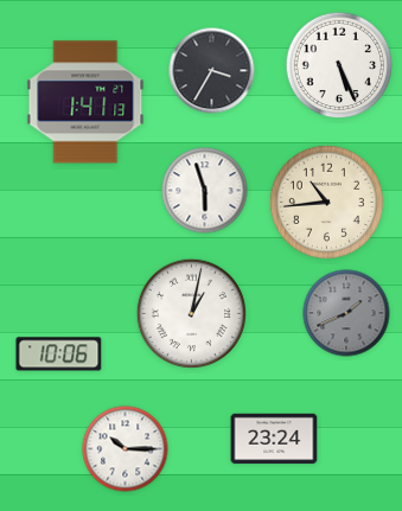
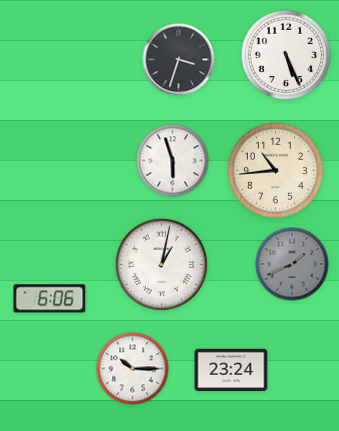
clock at (212, 71): 3:35 -> 3:33
clock at (85, 102): 1:41 -> none
clock at (59, 354): 10:06 -> 6:06
clock at (126, 449) position: (126, 449) -> (133, 369)
